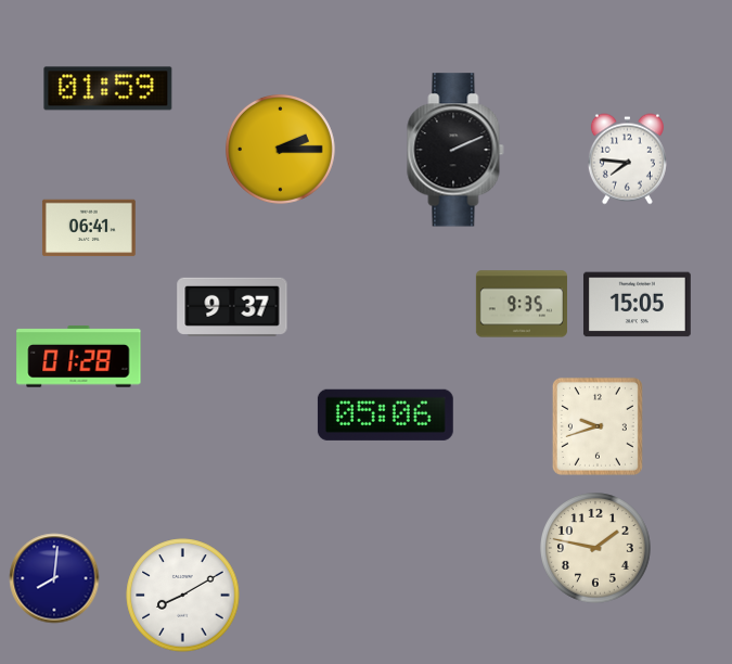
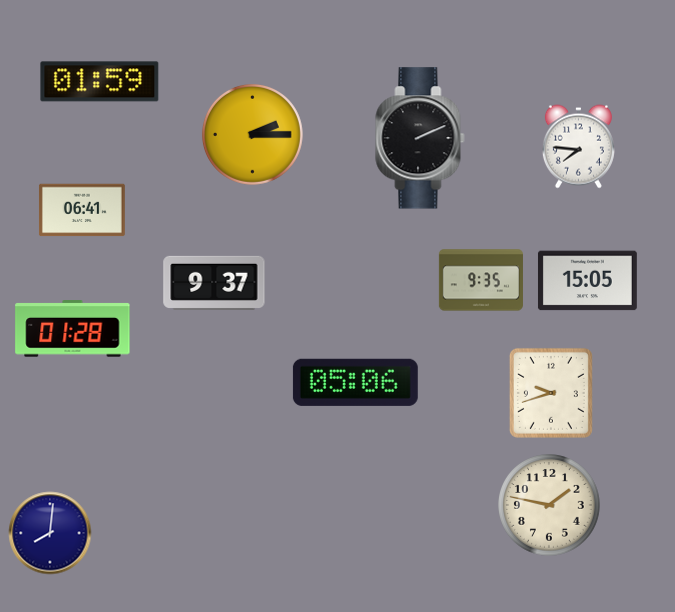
clock at (280, 149) position: (280, 149) -> (252, 134)
clock at (183, 596): 8:10 -> none
